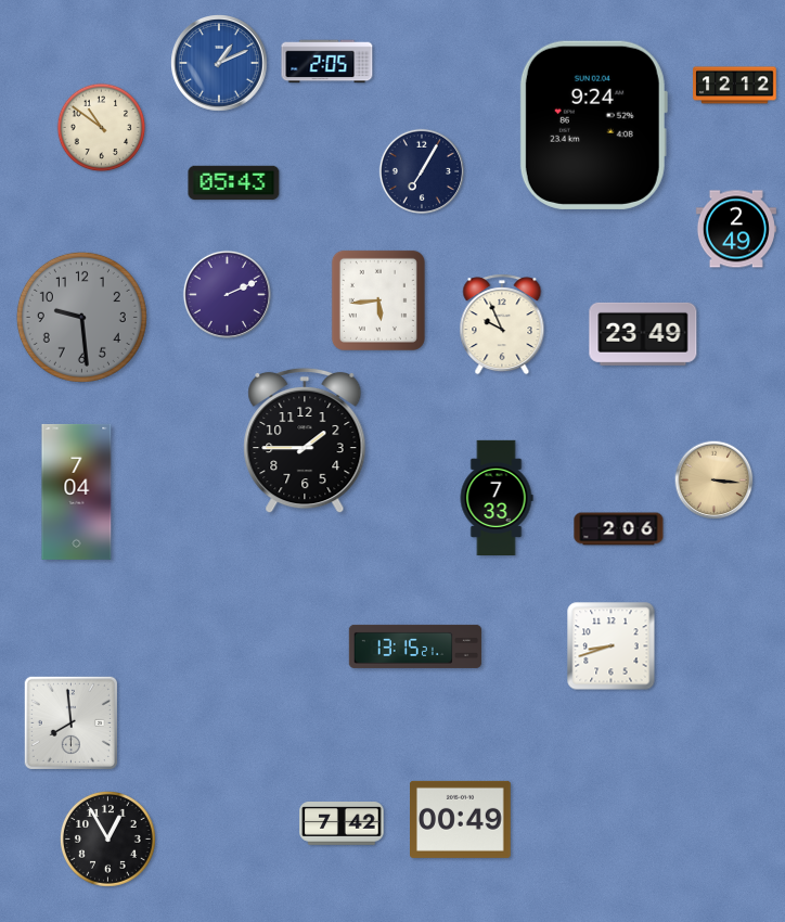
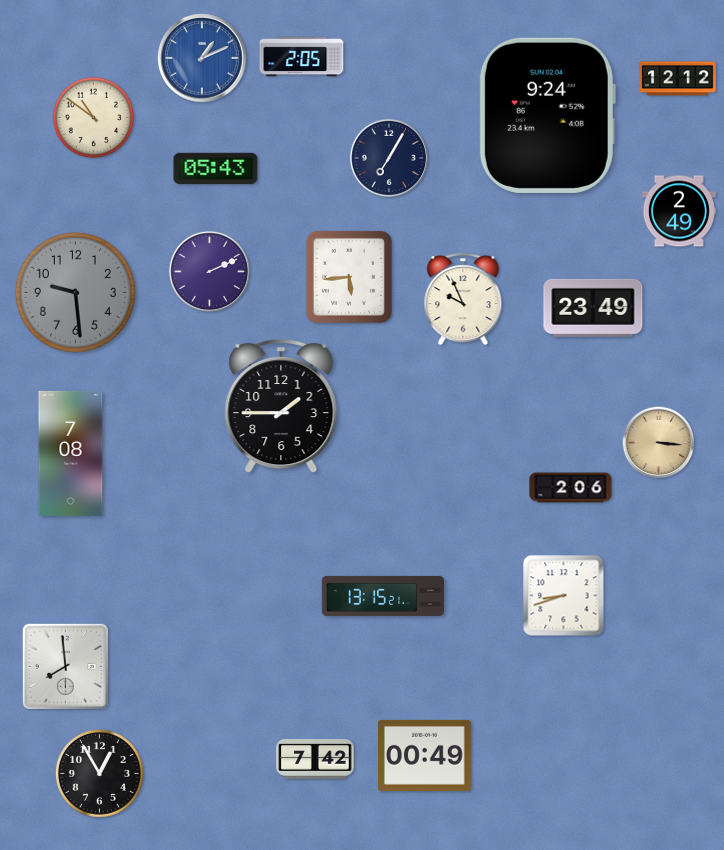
clock at (77, 491): 7:04 -> 7:08
clock at (497, 497): 7:33 -> none
